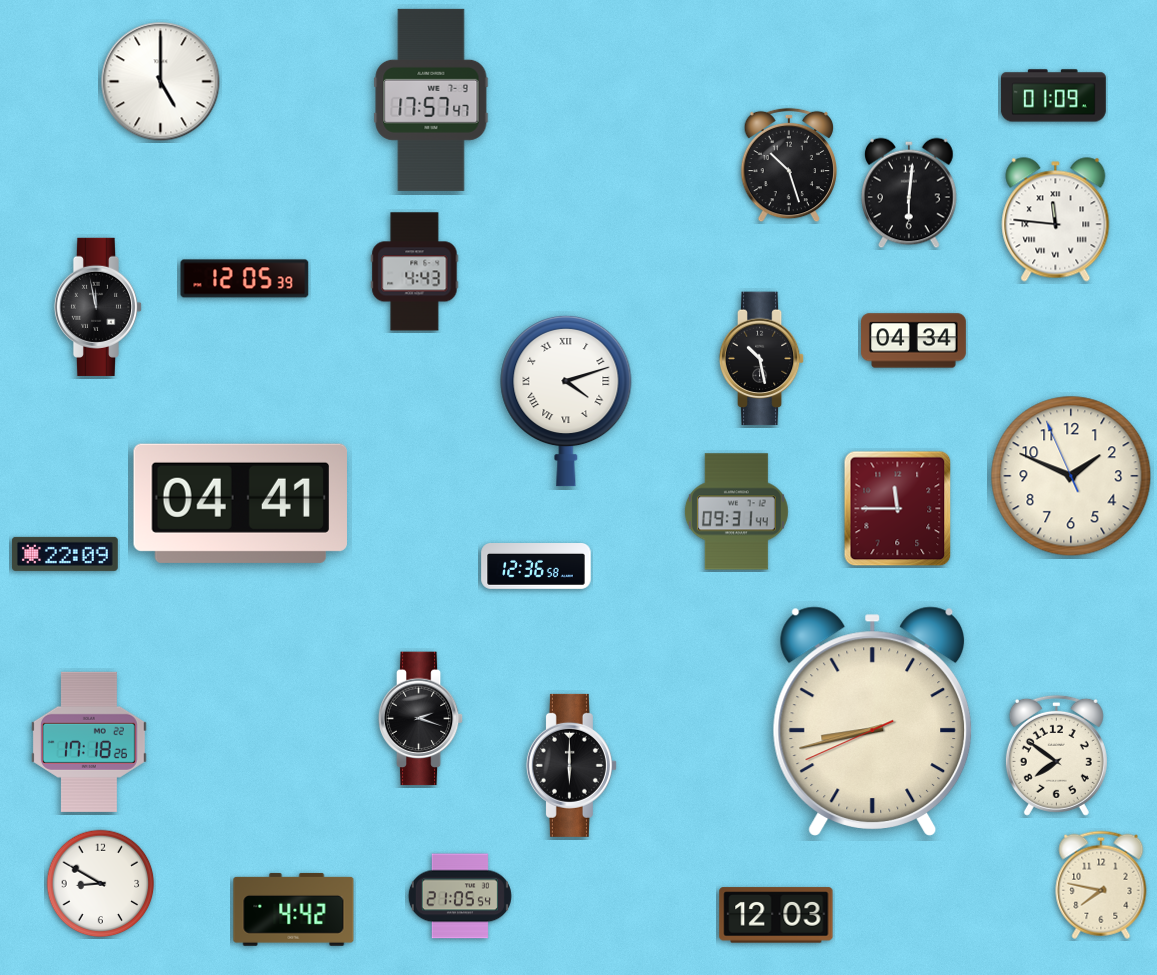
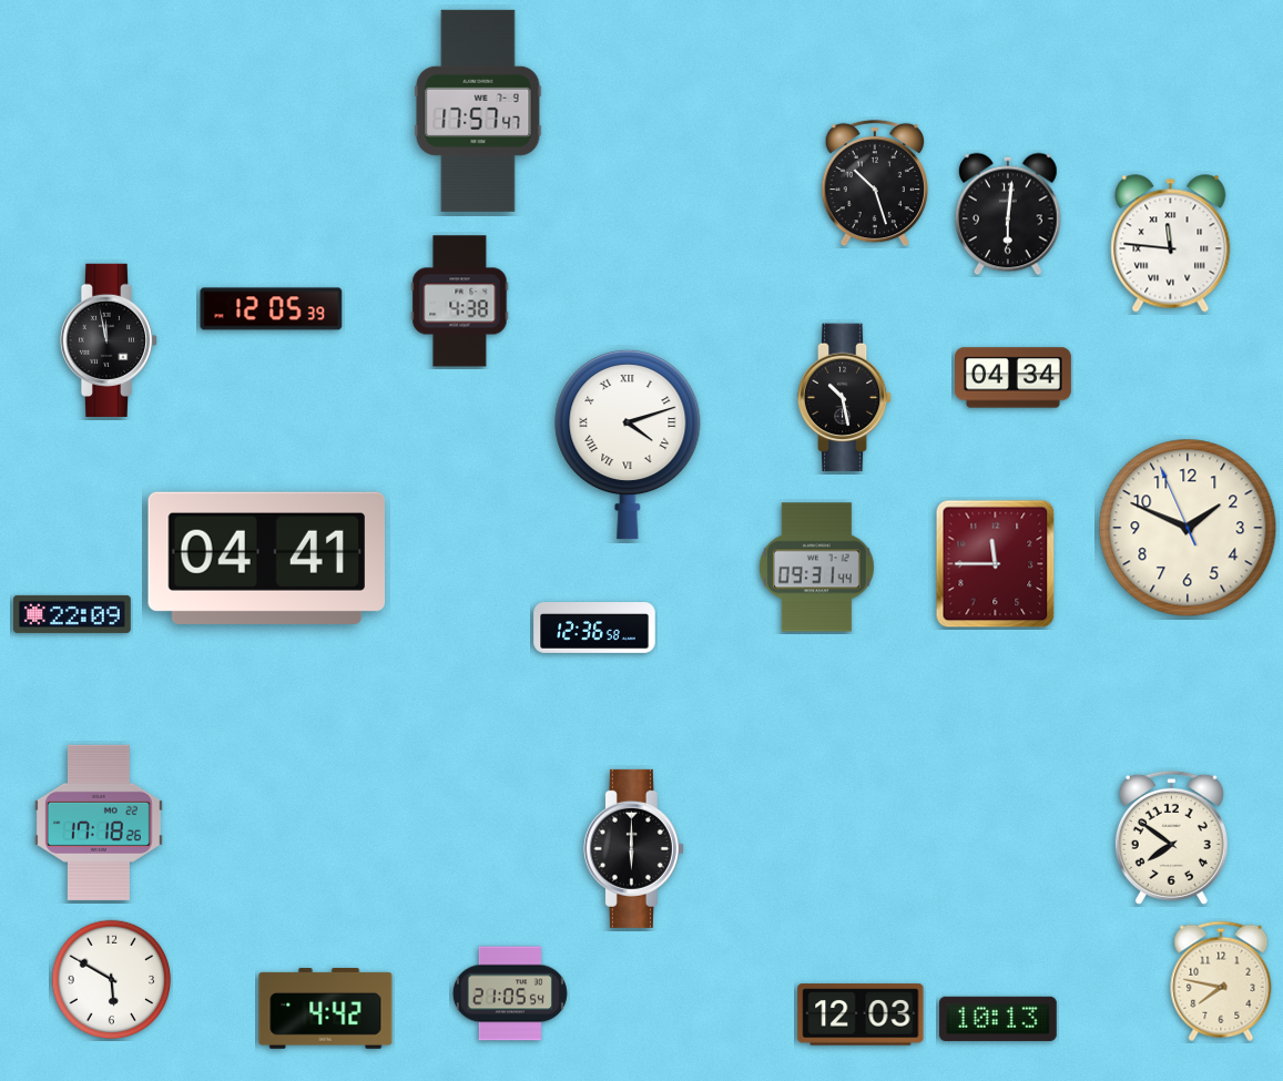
clock at (161, 82): 5:00 -> none
clock at (1053, 96): 01:09 -> none
clock at (415, 272): 4:43 -> 4:38
clock at (421, 719): 2:18 -> none
clock at (873, 721): 8:42 -> none
clock at (101, 884): 8:50 -> 5:50
clock at (998, 1019): none -> 10:13
